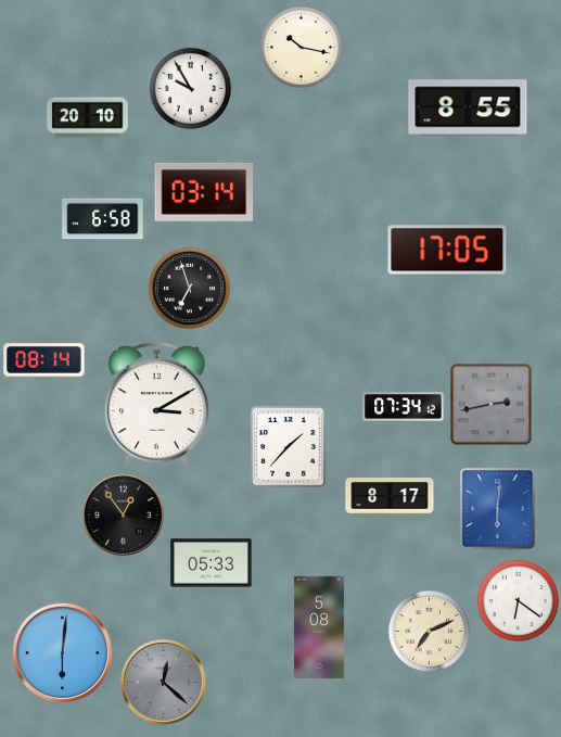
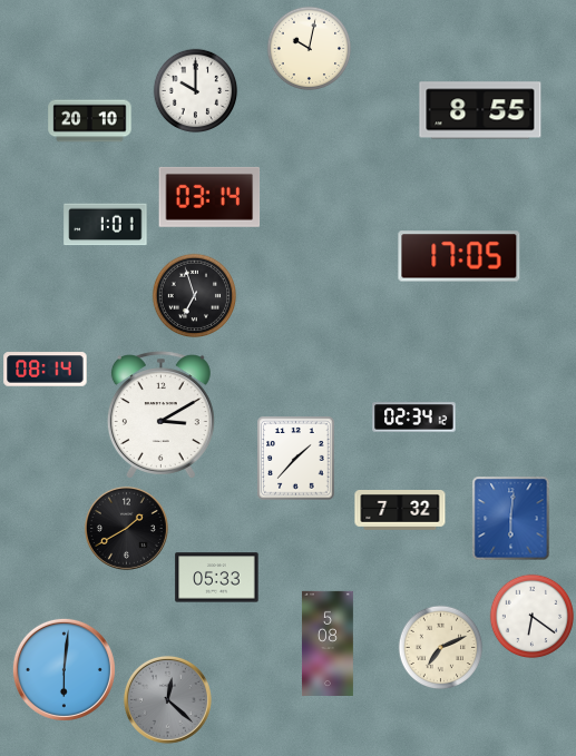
clock at (302, 48): 10:17 -> 10:02
clock at (191, 89): 9:55 -> 10:00
clock at (103, 219): 6:58 -> 1:01
clock at (492, 405): 2:43 -> none
clock at (404, 407): 07:34 -> 02:34
clock at (390, 498): 8:17 -> 7:32
clock at (498, 509) position: (498, 509) -> (511, 519)
clock at (123, 514): 12:54 -> 1:40
